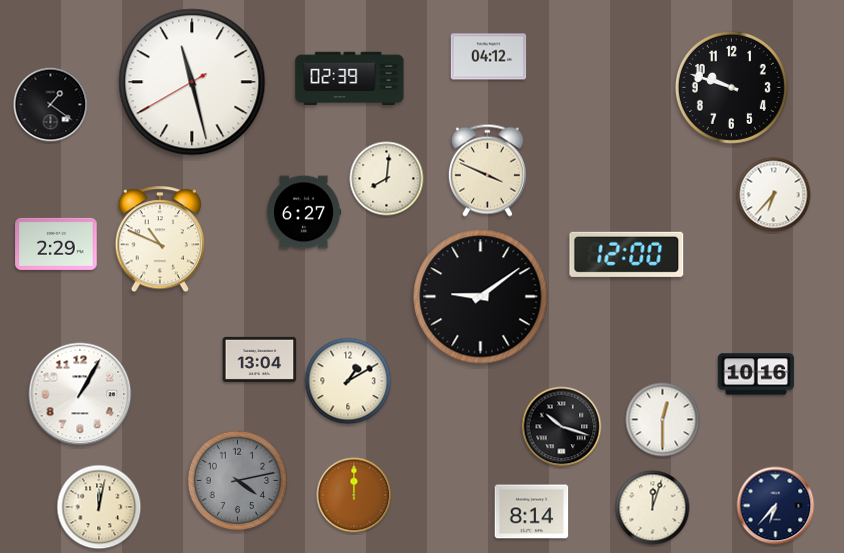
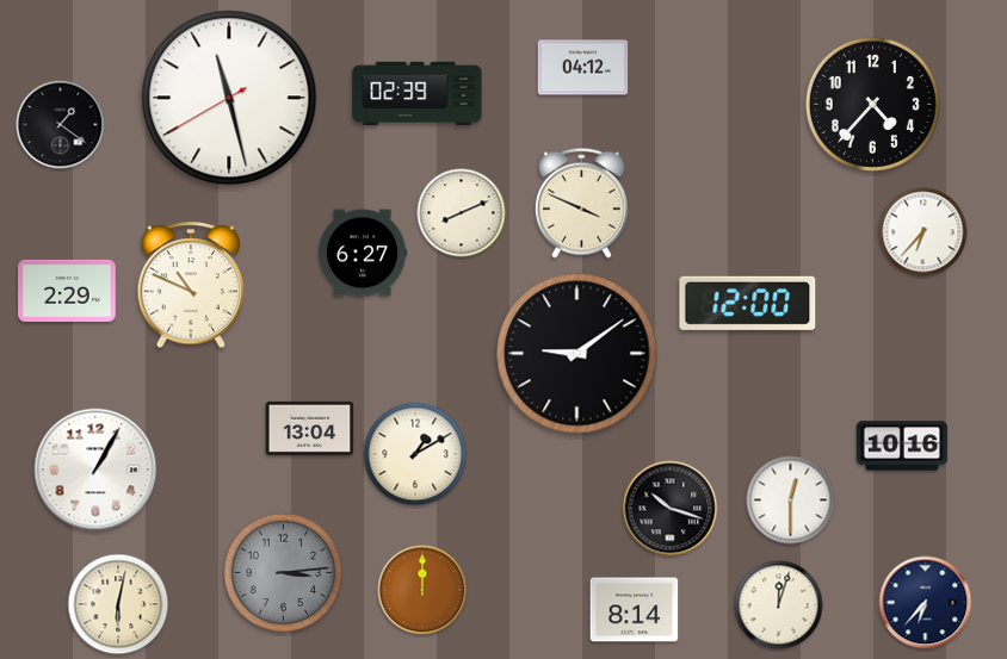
clock at (731, 87): 9:48 -> 4:37
clock at (387, 179): 8:01 -> 8:11
clock at (481, 297) position: (481, 297) -> (577, 354)
clock at (238, 481): 4:13 -> 3:14
clock at (99, 507): 12:02 -> 6:02
